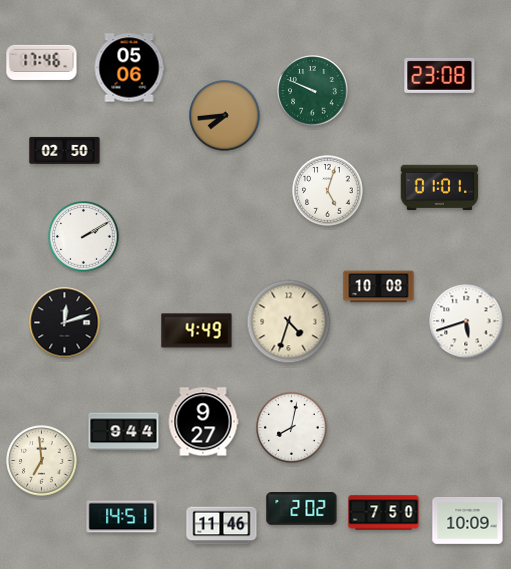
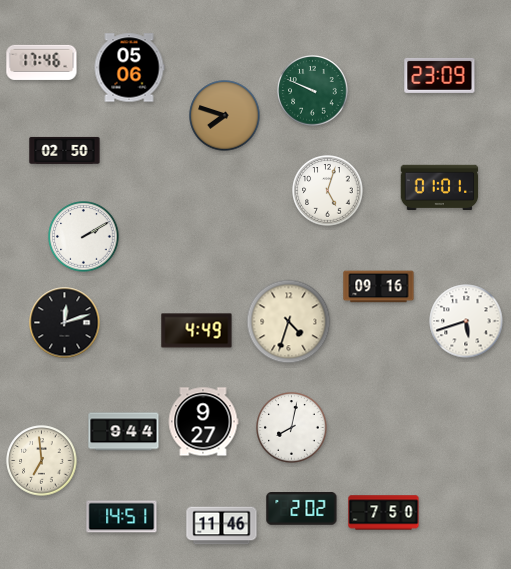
clock at (440, 75): 23:08 -> 23:09
clock at (225, 116): 7:44 -> 7:48
clock at (379, 287): 10:08 -> 09:16
clock at (468, 521): 10:09 -> none
